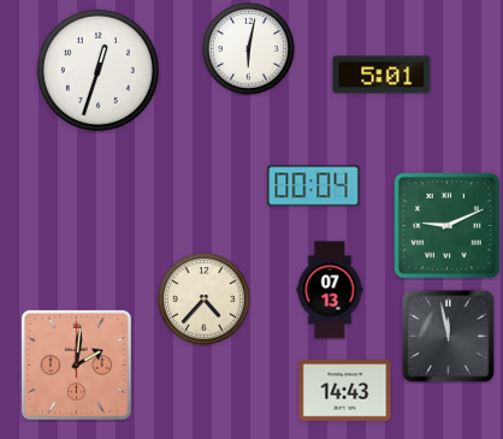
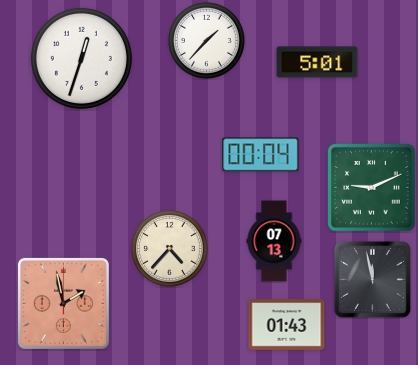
clock at (249, 49): 6:02 -> 1:37
clock at (76, 364): 2:01 -> 1:58
clock at (345, 391): 14:43 -> 01:43
